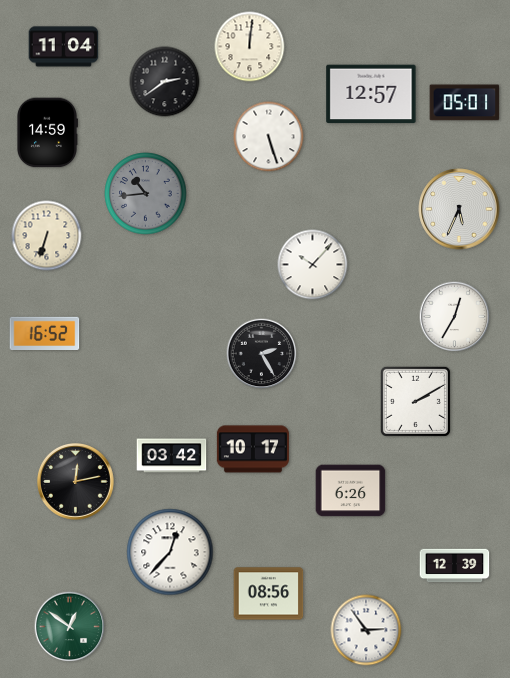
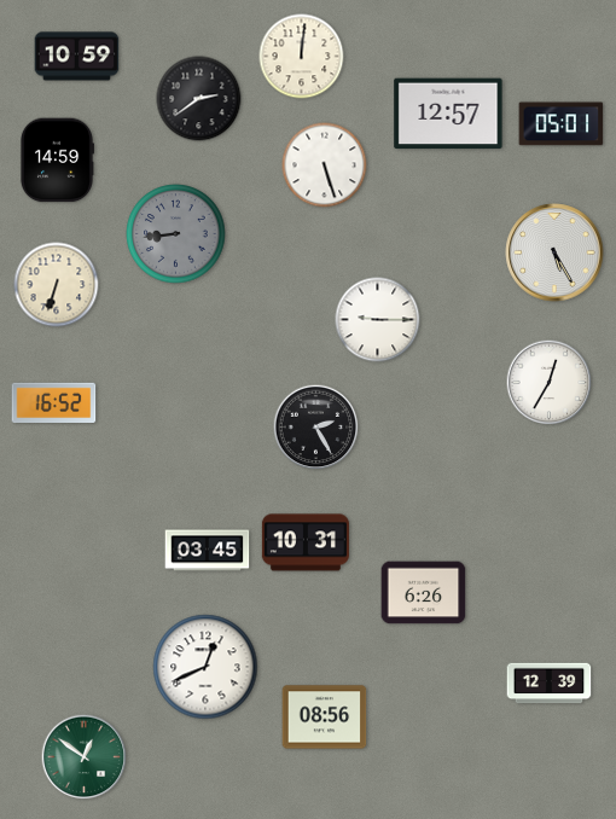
clock at (64, 47): 11:04 -> 10:59
clock at (146, 194): 10:44 -> 8:44
clock at (459, 209): 5:34 -> 5:25
clock at (313, 265): 10:07 -> 9:15
clock at (415, 401): 2:10 -> none
clock at (253, 449): 10:17 -> 10:31
clock at (172, 456): 03:42 -> 03:45
clock at (76, 482): 12:13 -> none
clock at (170, 552): 12:37 -> 12:41
clock at (366, 630): 2:54 -> none
